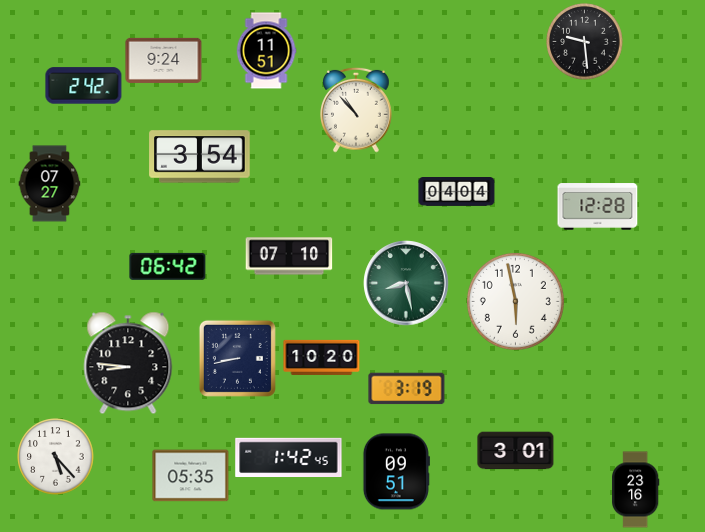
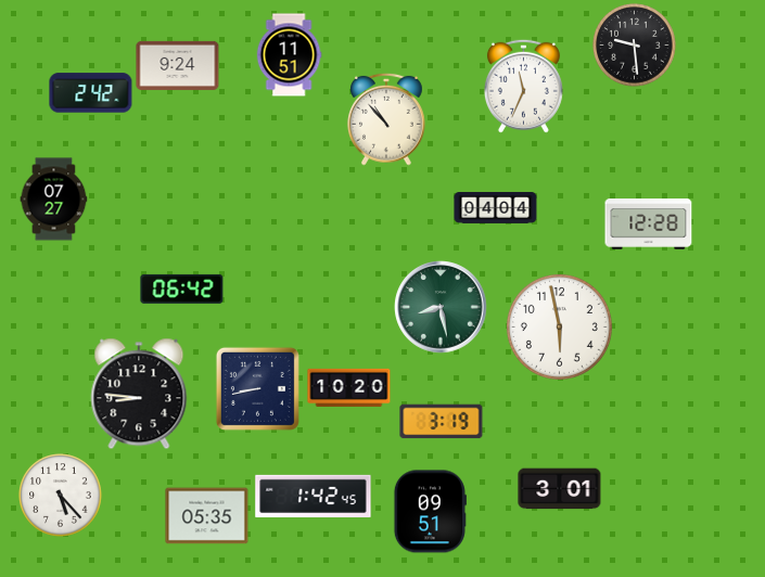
clock at (523, 86): none -> 11:34
clock at (200, 157): 3:54 -> none
clock at (289, 256): 07:10 -> none
clock at (635, 490): 23:16 -> none
